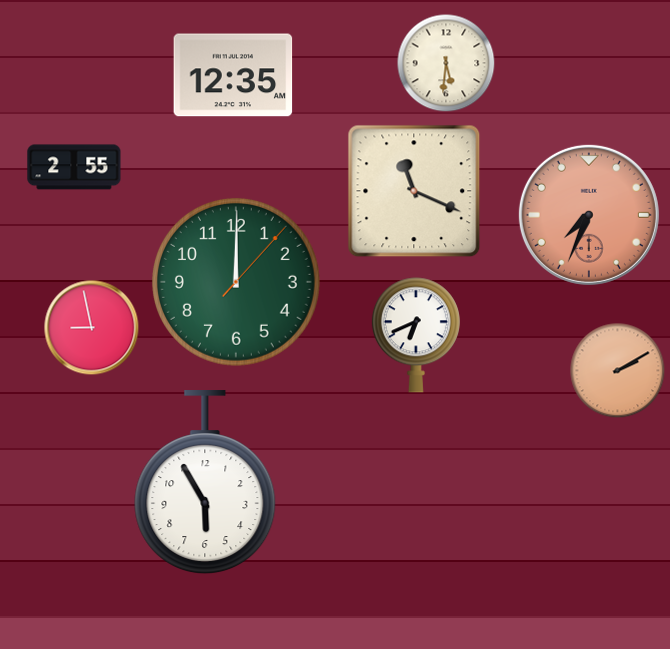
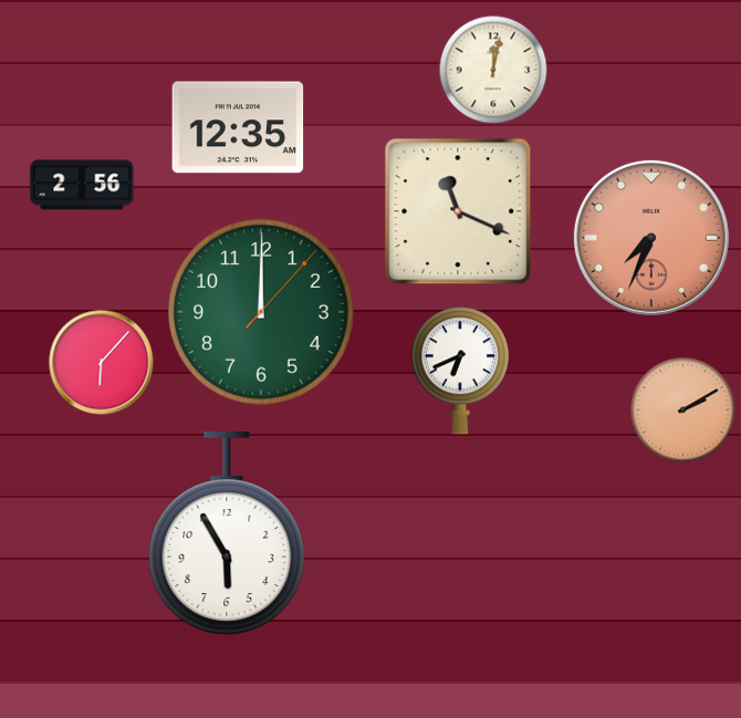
clock at (446, 63): 5:31 -> 12:02
clock at (233, 75) position: (233, 75) -> (238, 127)
clock at (74, 167): 2:55 -> 2:56
clock at (92, 328): 8:58 -> 6:07
